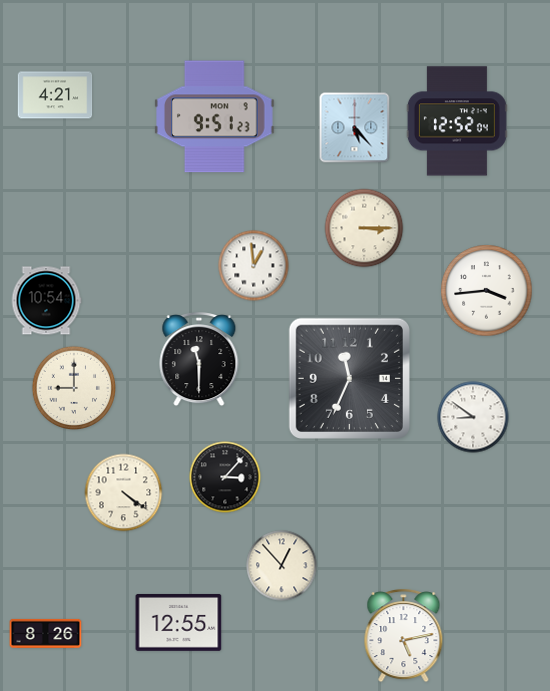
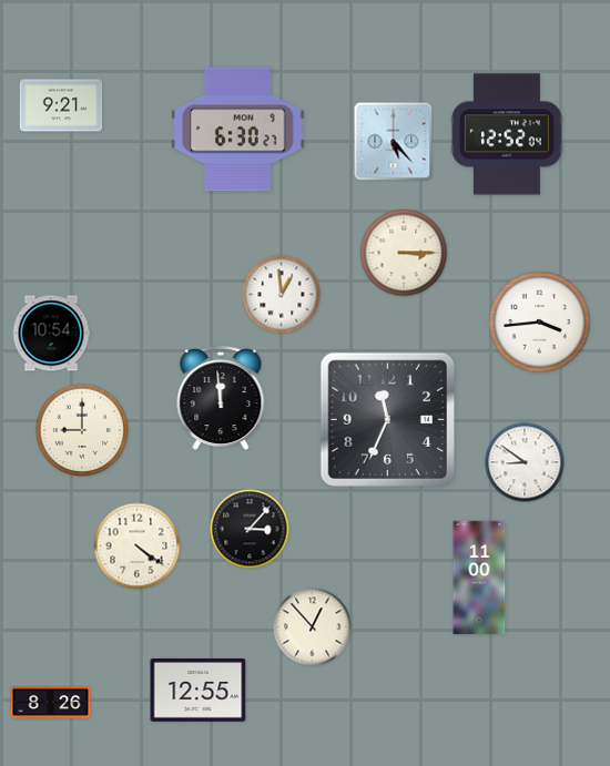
clock at (55, 95): 4:21 -> 9:21
clock at (215, 117): 9:51 -> 6:30
clock at (199, 360): 11:30 -> 11:59
clock at (479, 578): none -> 11:00
clock at (404, 636): 5:13 -> none
